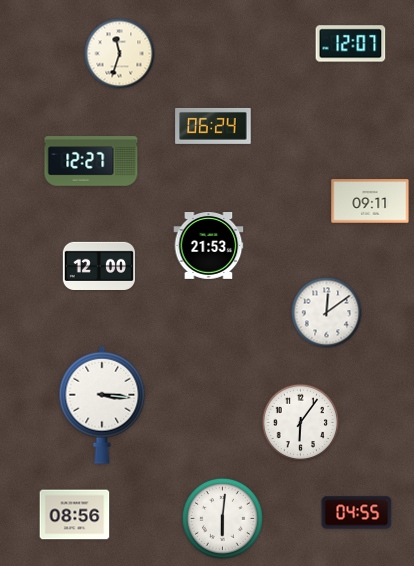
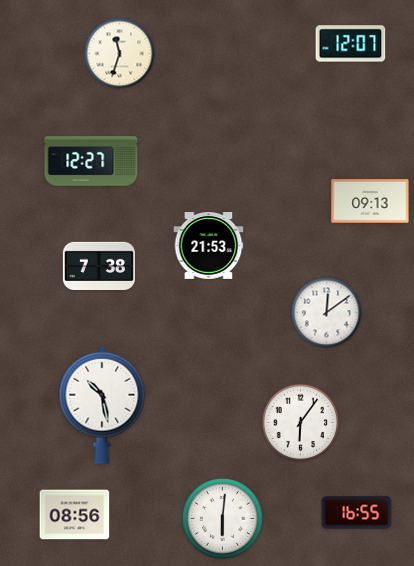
clock at (213, 126): 06:24 -> none
clock at (370, 201): 09:11 -> 09:13
clock at (98, 265): 12:00 -> 7:38
clock at (102, 405): 3:16 -> 10:28
clock at (357, 513): 04:55 -> 16:55
